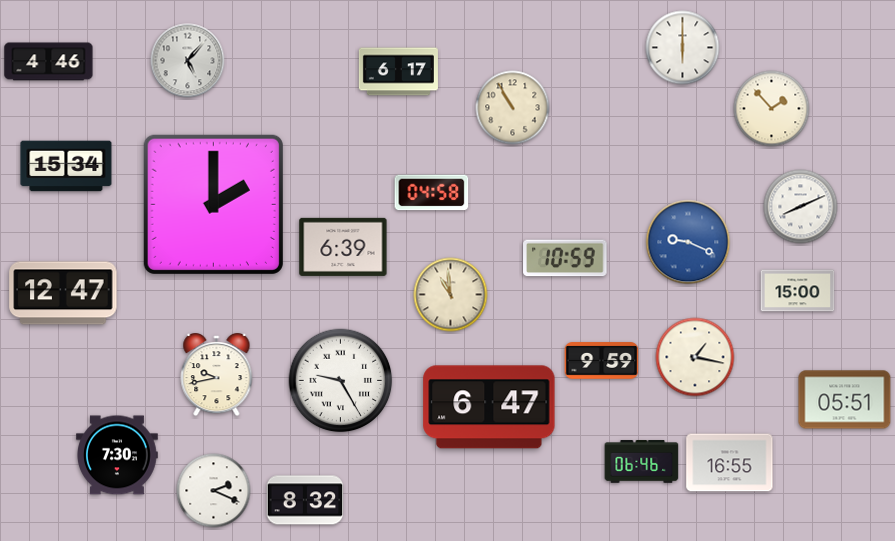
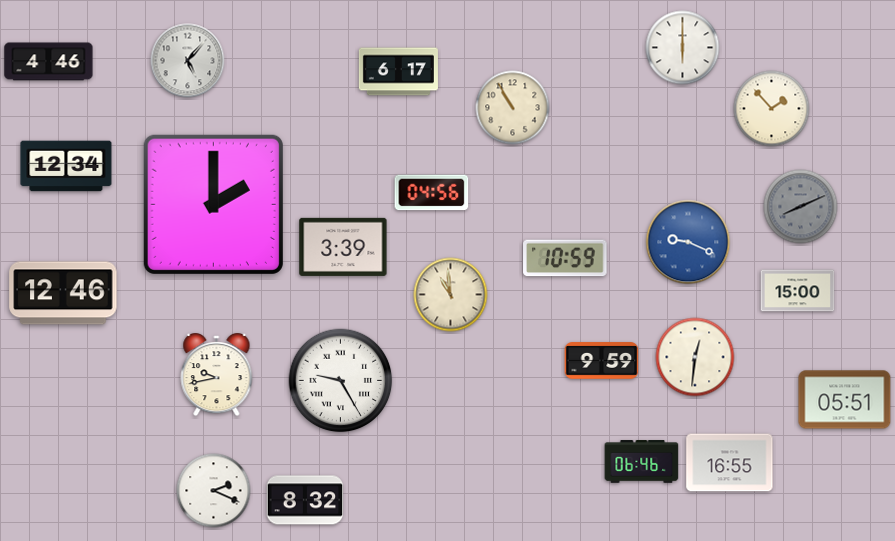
clock at (66, 166): 15:34 -> 12:34
clock at (432, 193): 04:58 -> 04:56
clock at (801, 207) dial: white -> grey
clock at (343, 247): 6:39 -> 3:39
clock at (63, 293): 12:47 -> 12:46
clock at (695, 357): 1:17 -> 12:31
clock at (489, 407): 6:47 -> none
clock at (118, 455): 7:30 -> none
